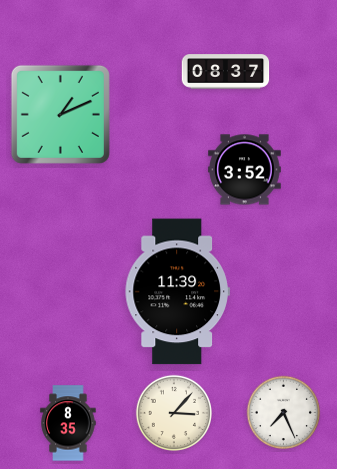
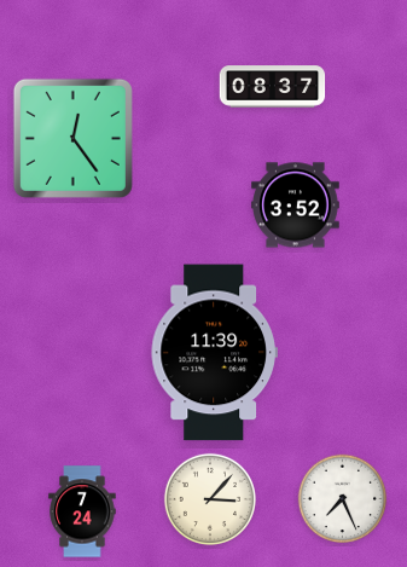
clock at (60, 114): 1:11 -> 12:24
clock at (68, 423): 8:35 -> 7:24
